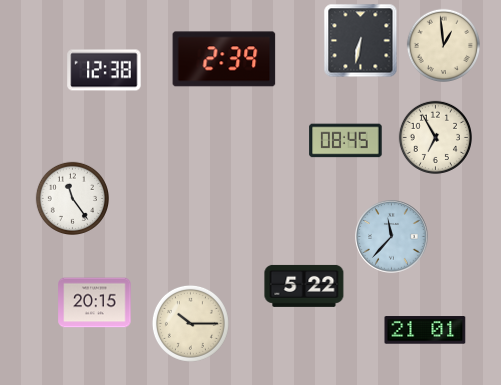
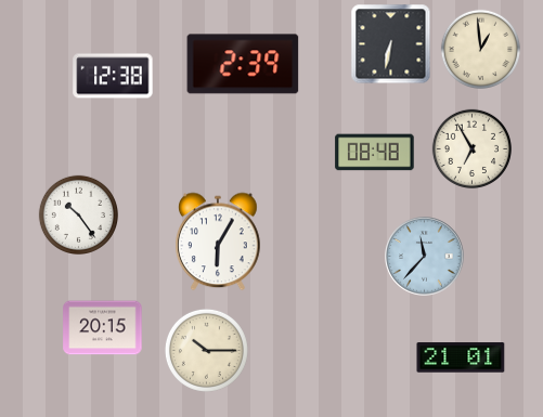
clock at (346, 141): 08:45 -> 08:48
clock at (72, 198): 11:24 -> 10:24
clock at (219, 242): none -> 6:05
clock at (304, 286): 5:22 -> none
